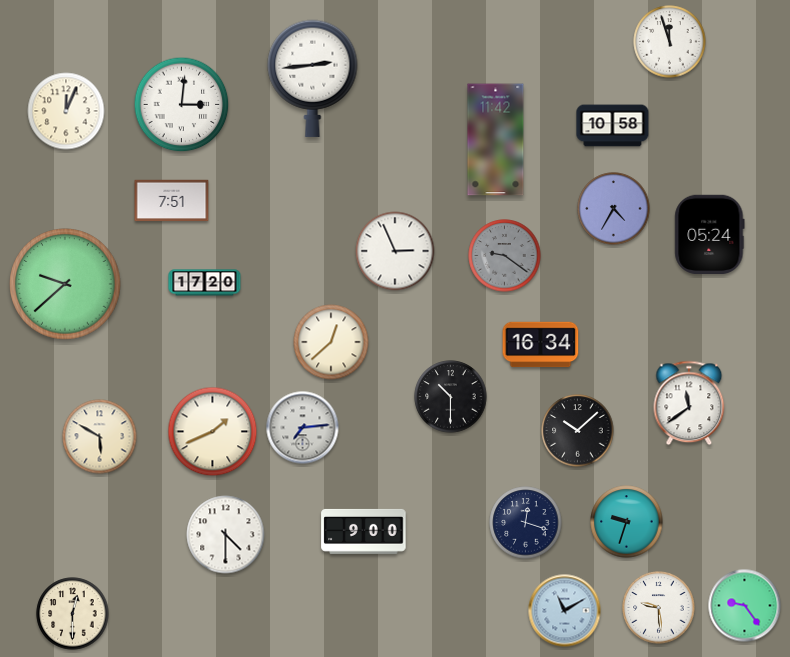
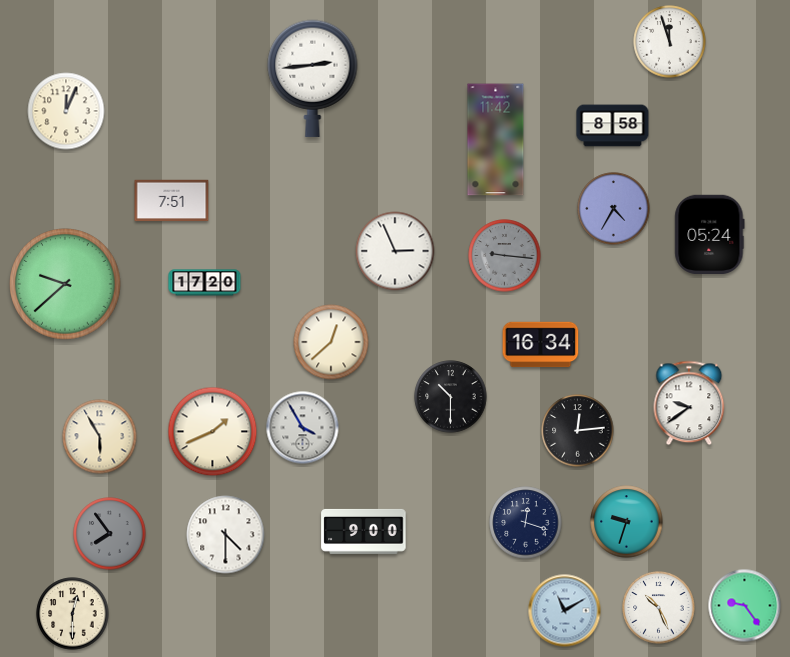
clock at (182, 105): 3:01 -> none
clock at (613, 126): 10:58 -> 8:58
clock at (505, 256): 9:21 -> 9:16
clock at (689, 403): 11:39 -> 9:39
clock at (303, 428): 7:14 -> 3:55
clock at (578, 431): 10:08 -> 12:14
clock at (100, 437): 5:50 -> 5:55
clock at (110, 534): none -> 7:54
clock at (659, 608): 9:29 -> 10:26
